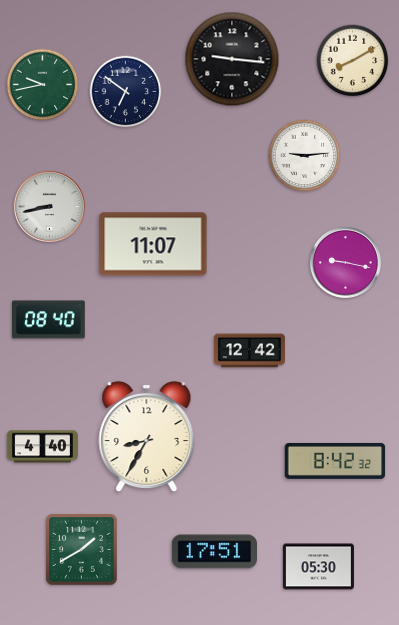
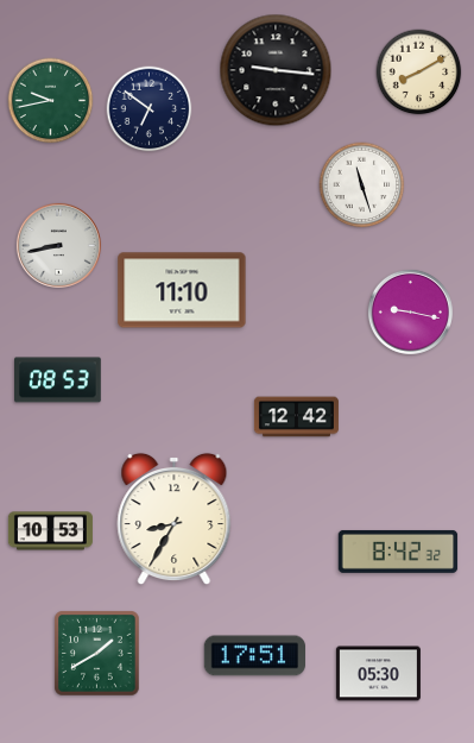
clock at (305, 156): 9:14 -> 11:27
clock at (153, 244): 11:07 -> 11:10
clock at (49, 320): 08:40 -> 08:53
clock at (42, 447): 4:40 -> 10:53
clock at (335, 461) position: (335, 461) -> (398, 552)
